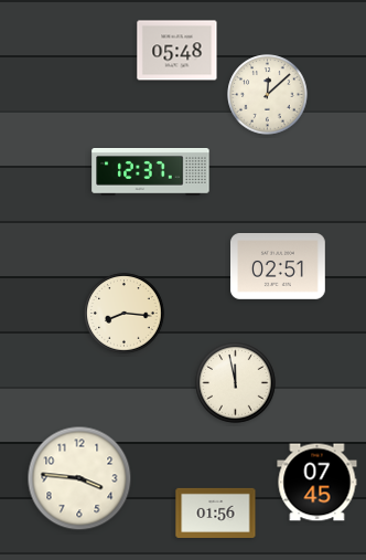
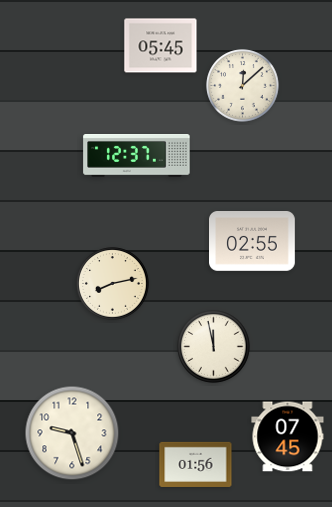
clock at (177, 51): 05:48 -> 05:45
clock at (278, 267): 02:51 -> 02:55
clock at (125, 314): 8:16 -> 8:13
clock at (79, 478): 3:46 -> 9:27
